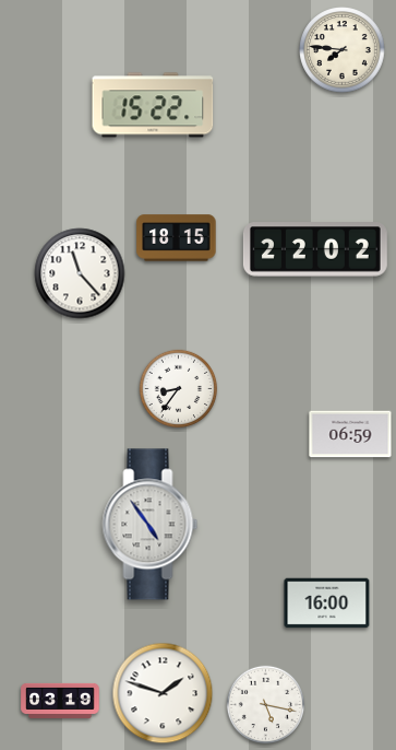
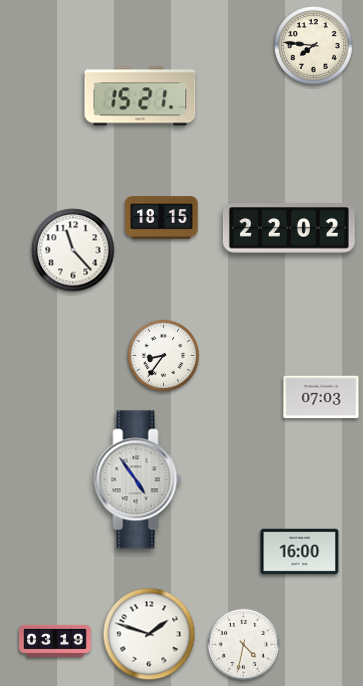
clock at (153, 105): 15:22 -> 15:21
clock at (350, 434): 06:59 -> 07:03
clock at (266, 705): 5:17 -> 4:32
